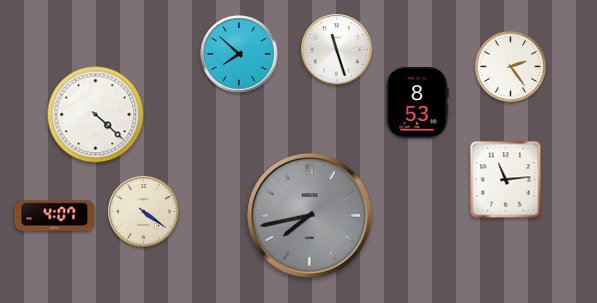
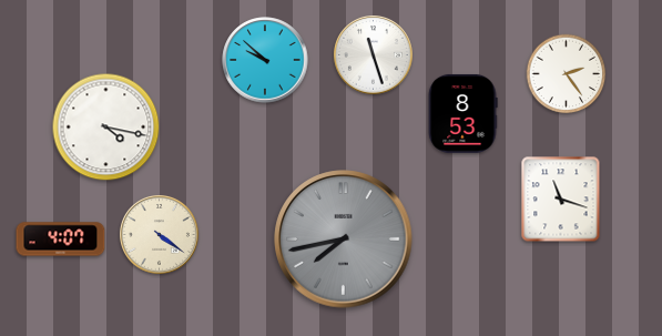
clock at (239, 54): 7:52 -> 9:52
clock at (96, 115): 4:22 -> 4:17
clock at (506, 180): 11:14 -> 11:18
